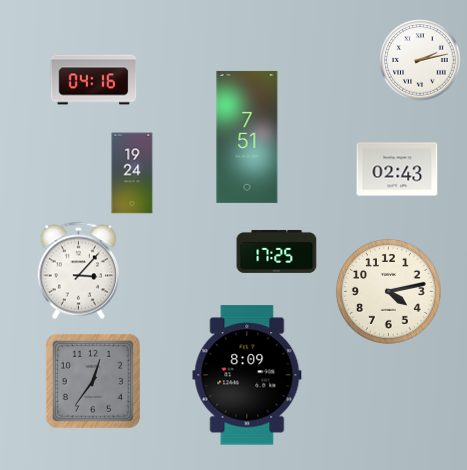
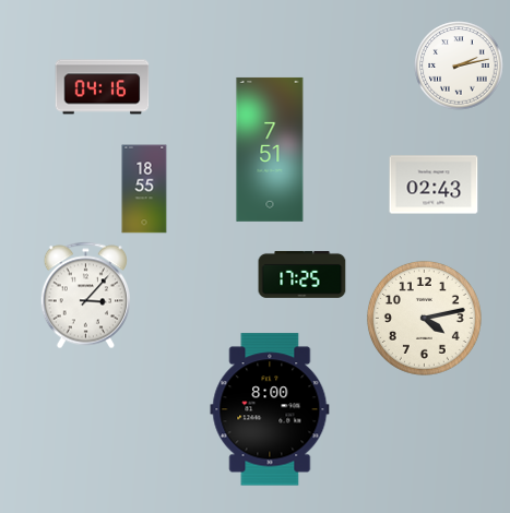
clock at (132, 173): 19:24 -> 18:55
clock at (247, 375): 8:09 -> 8:00
clock at (93, 381): 12:36 -> none
